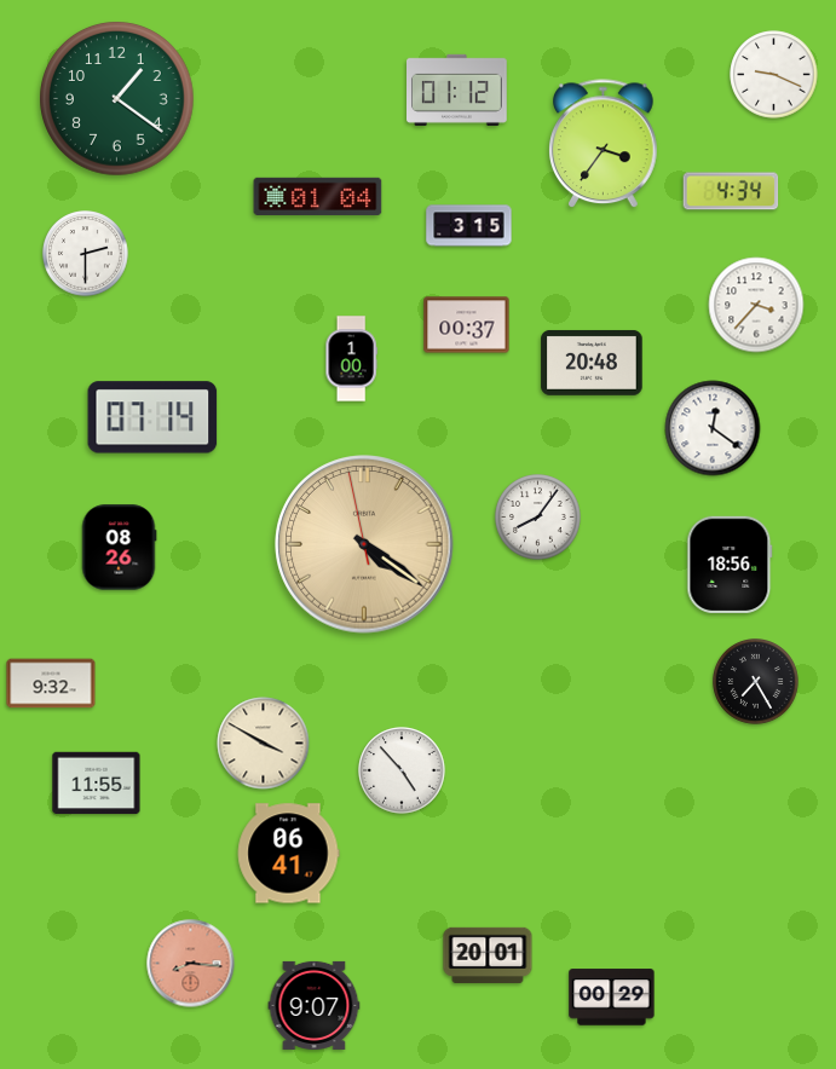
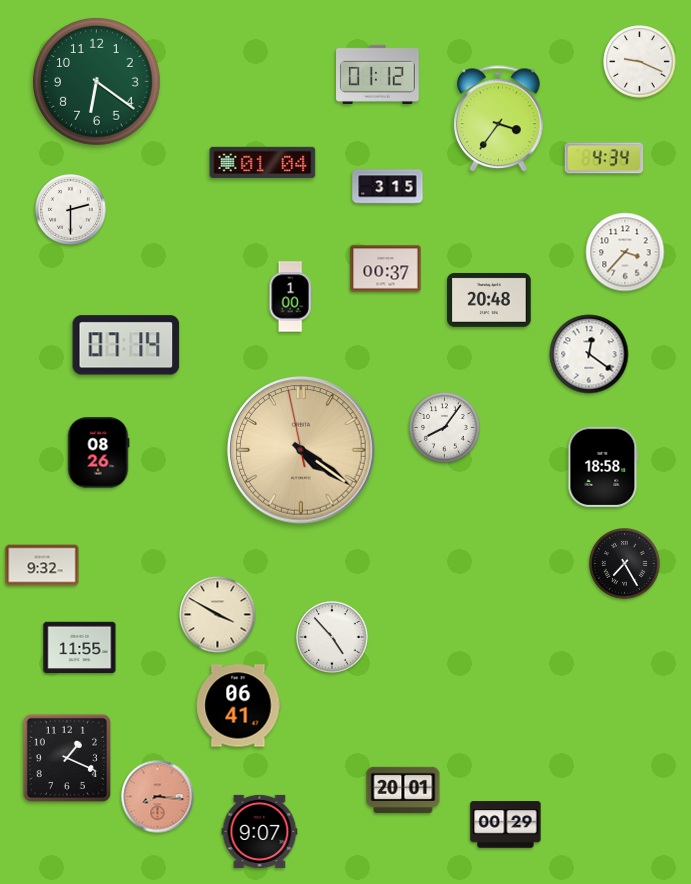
clock at (117, 99): 1:21 -> 6:21
clock at (730, 565): 18:56 -> 18:58
clock at (67, 758): none -> 1:19
